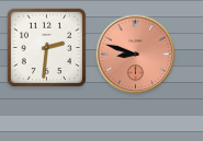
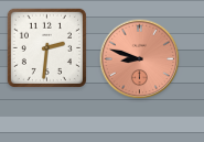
clock at (136, 55) position: (136, 55) -> (140, 59)
